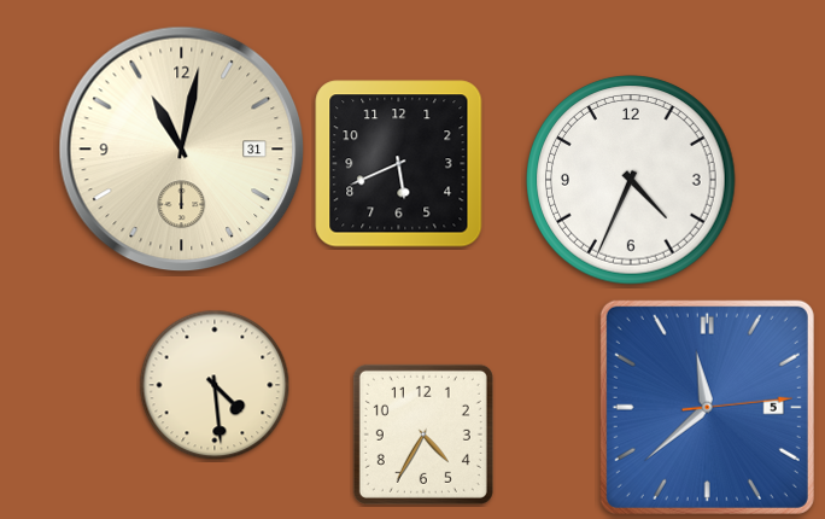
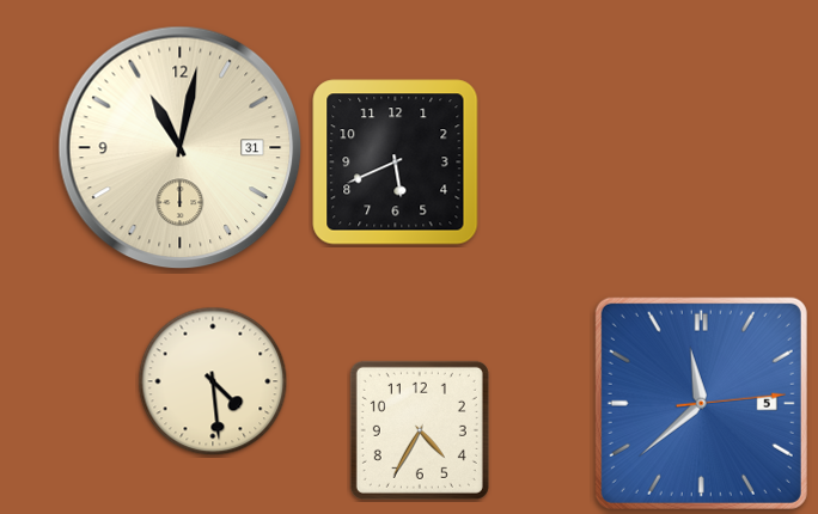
clock at (631, 180): 4:34 -> none
